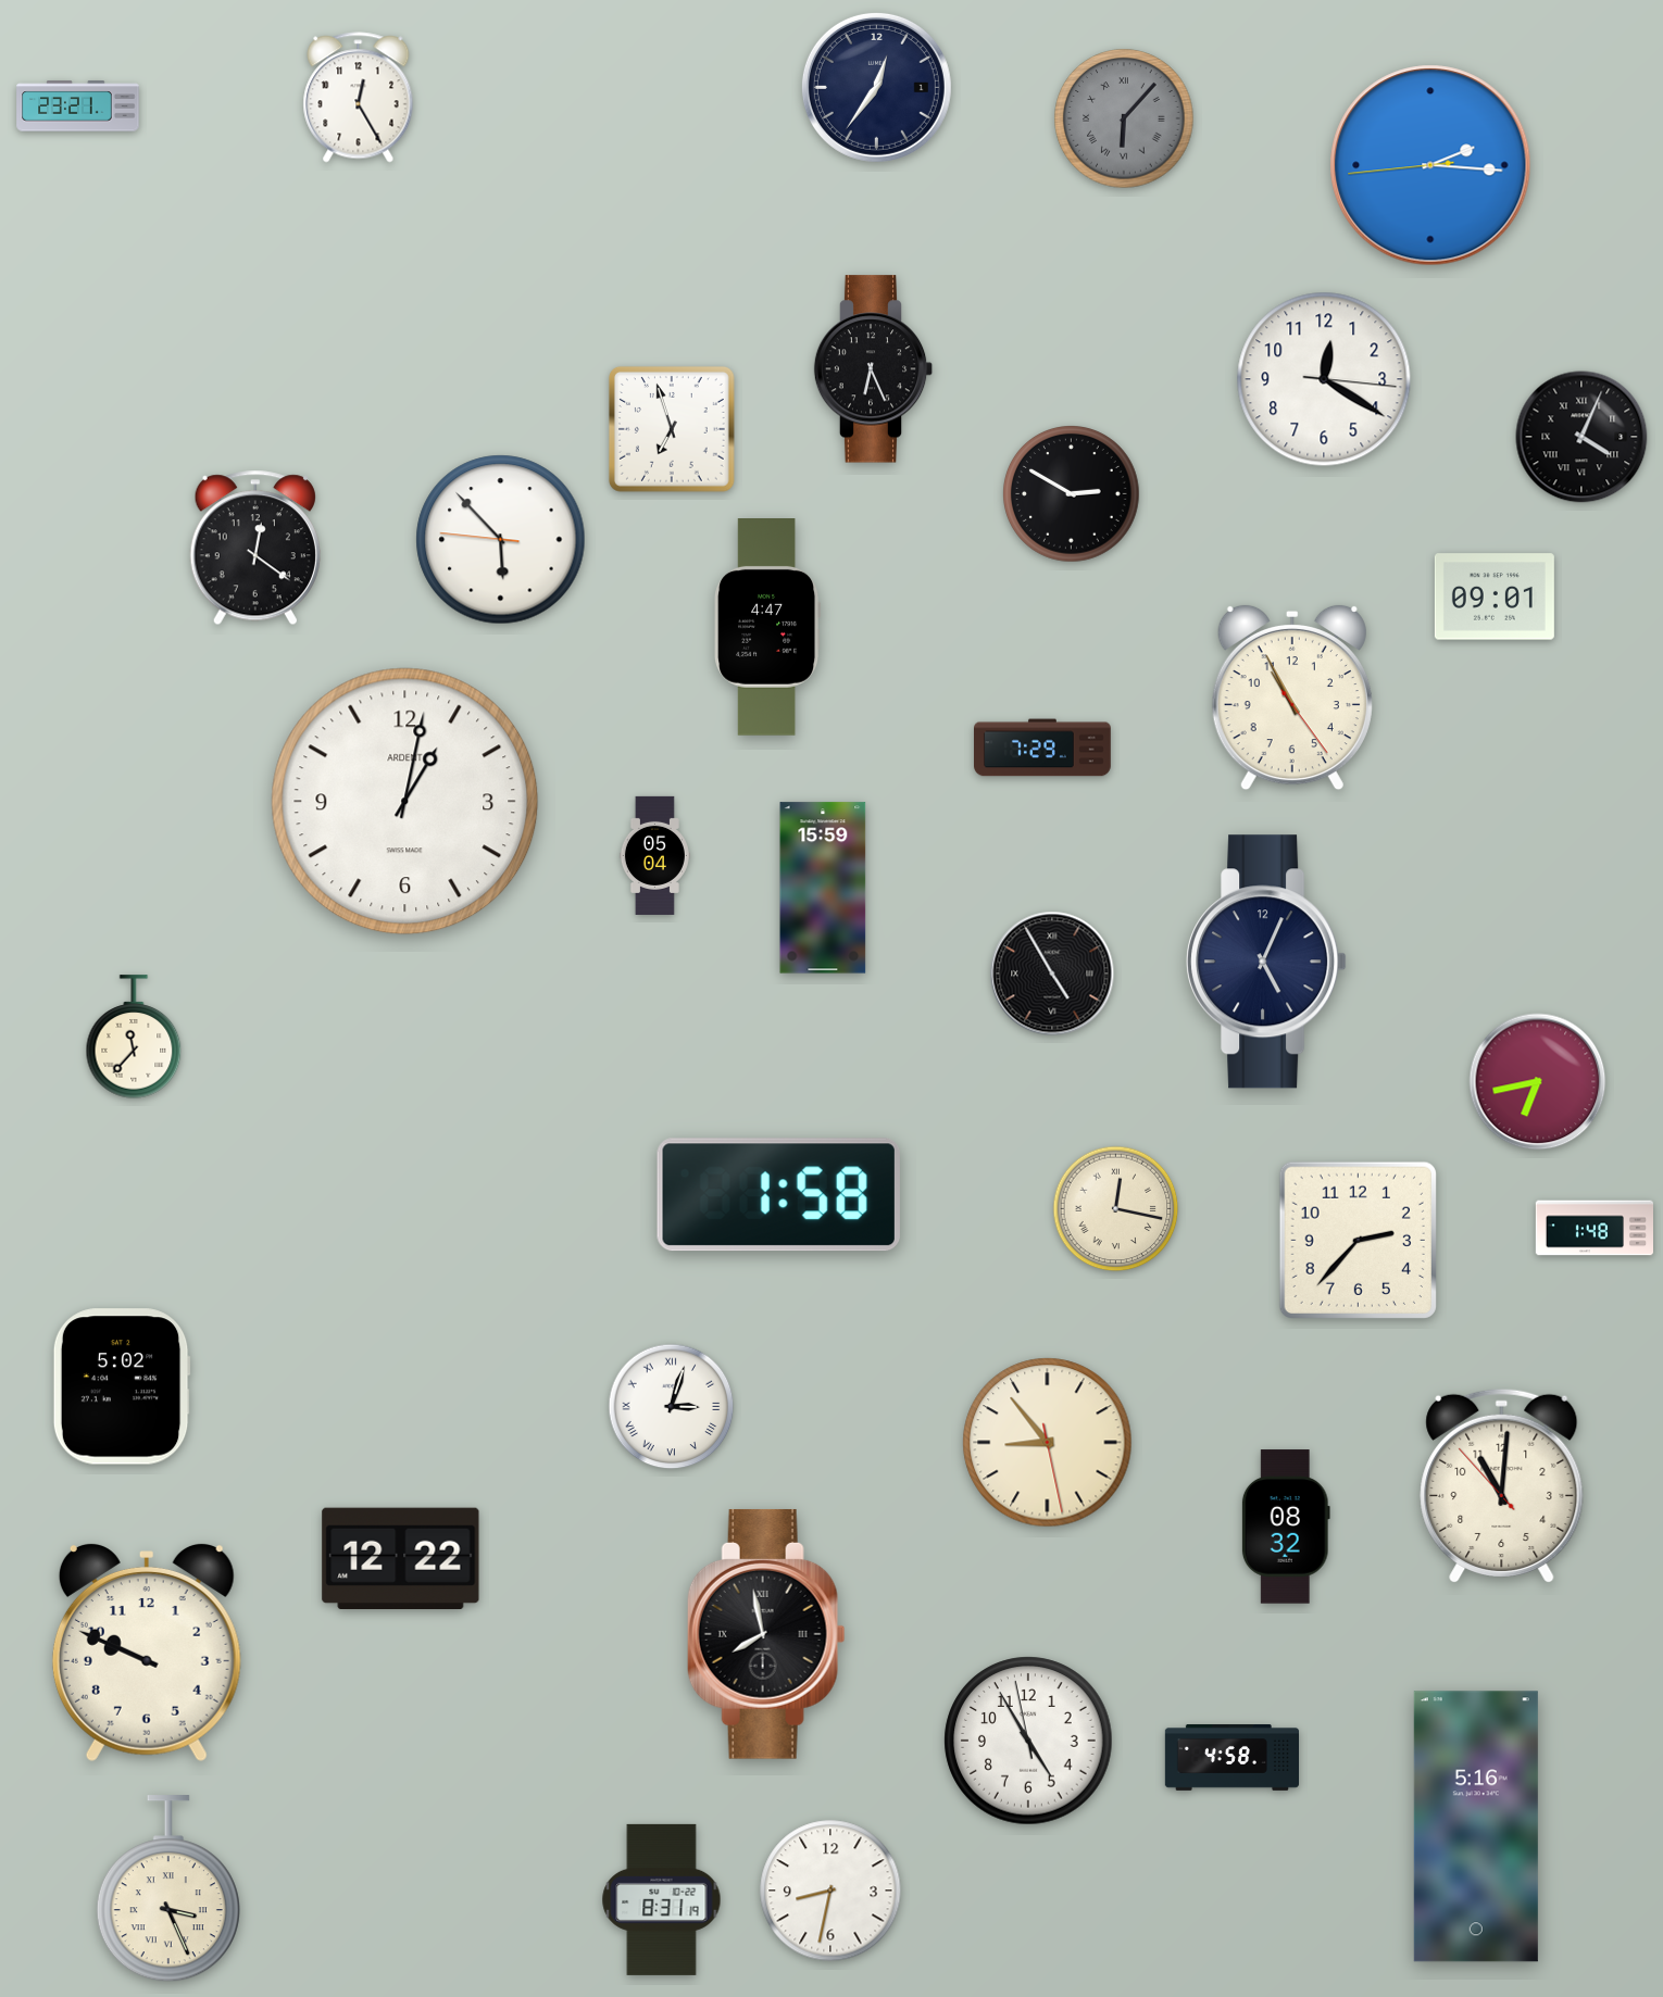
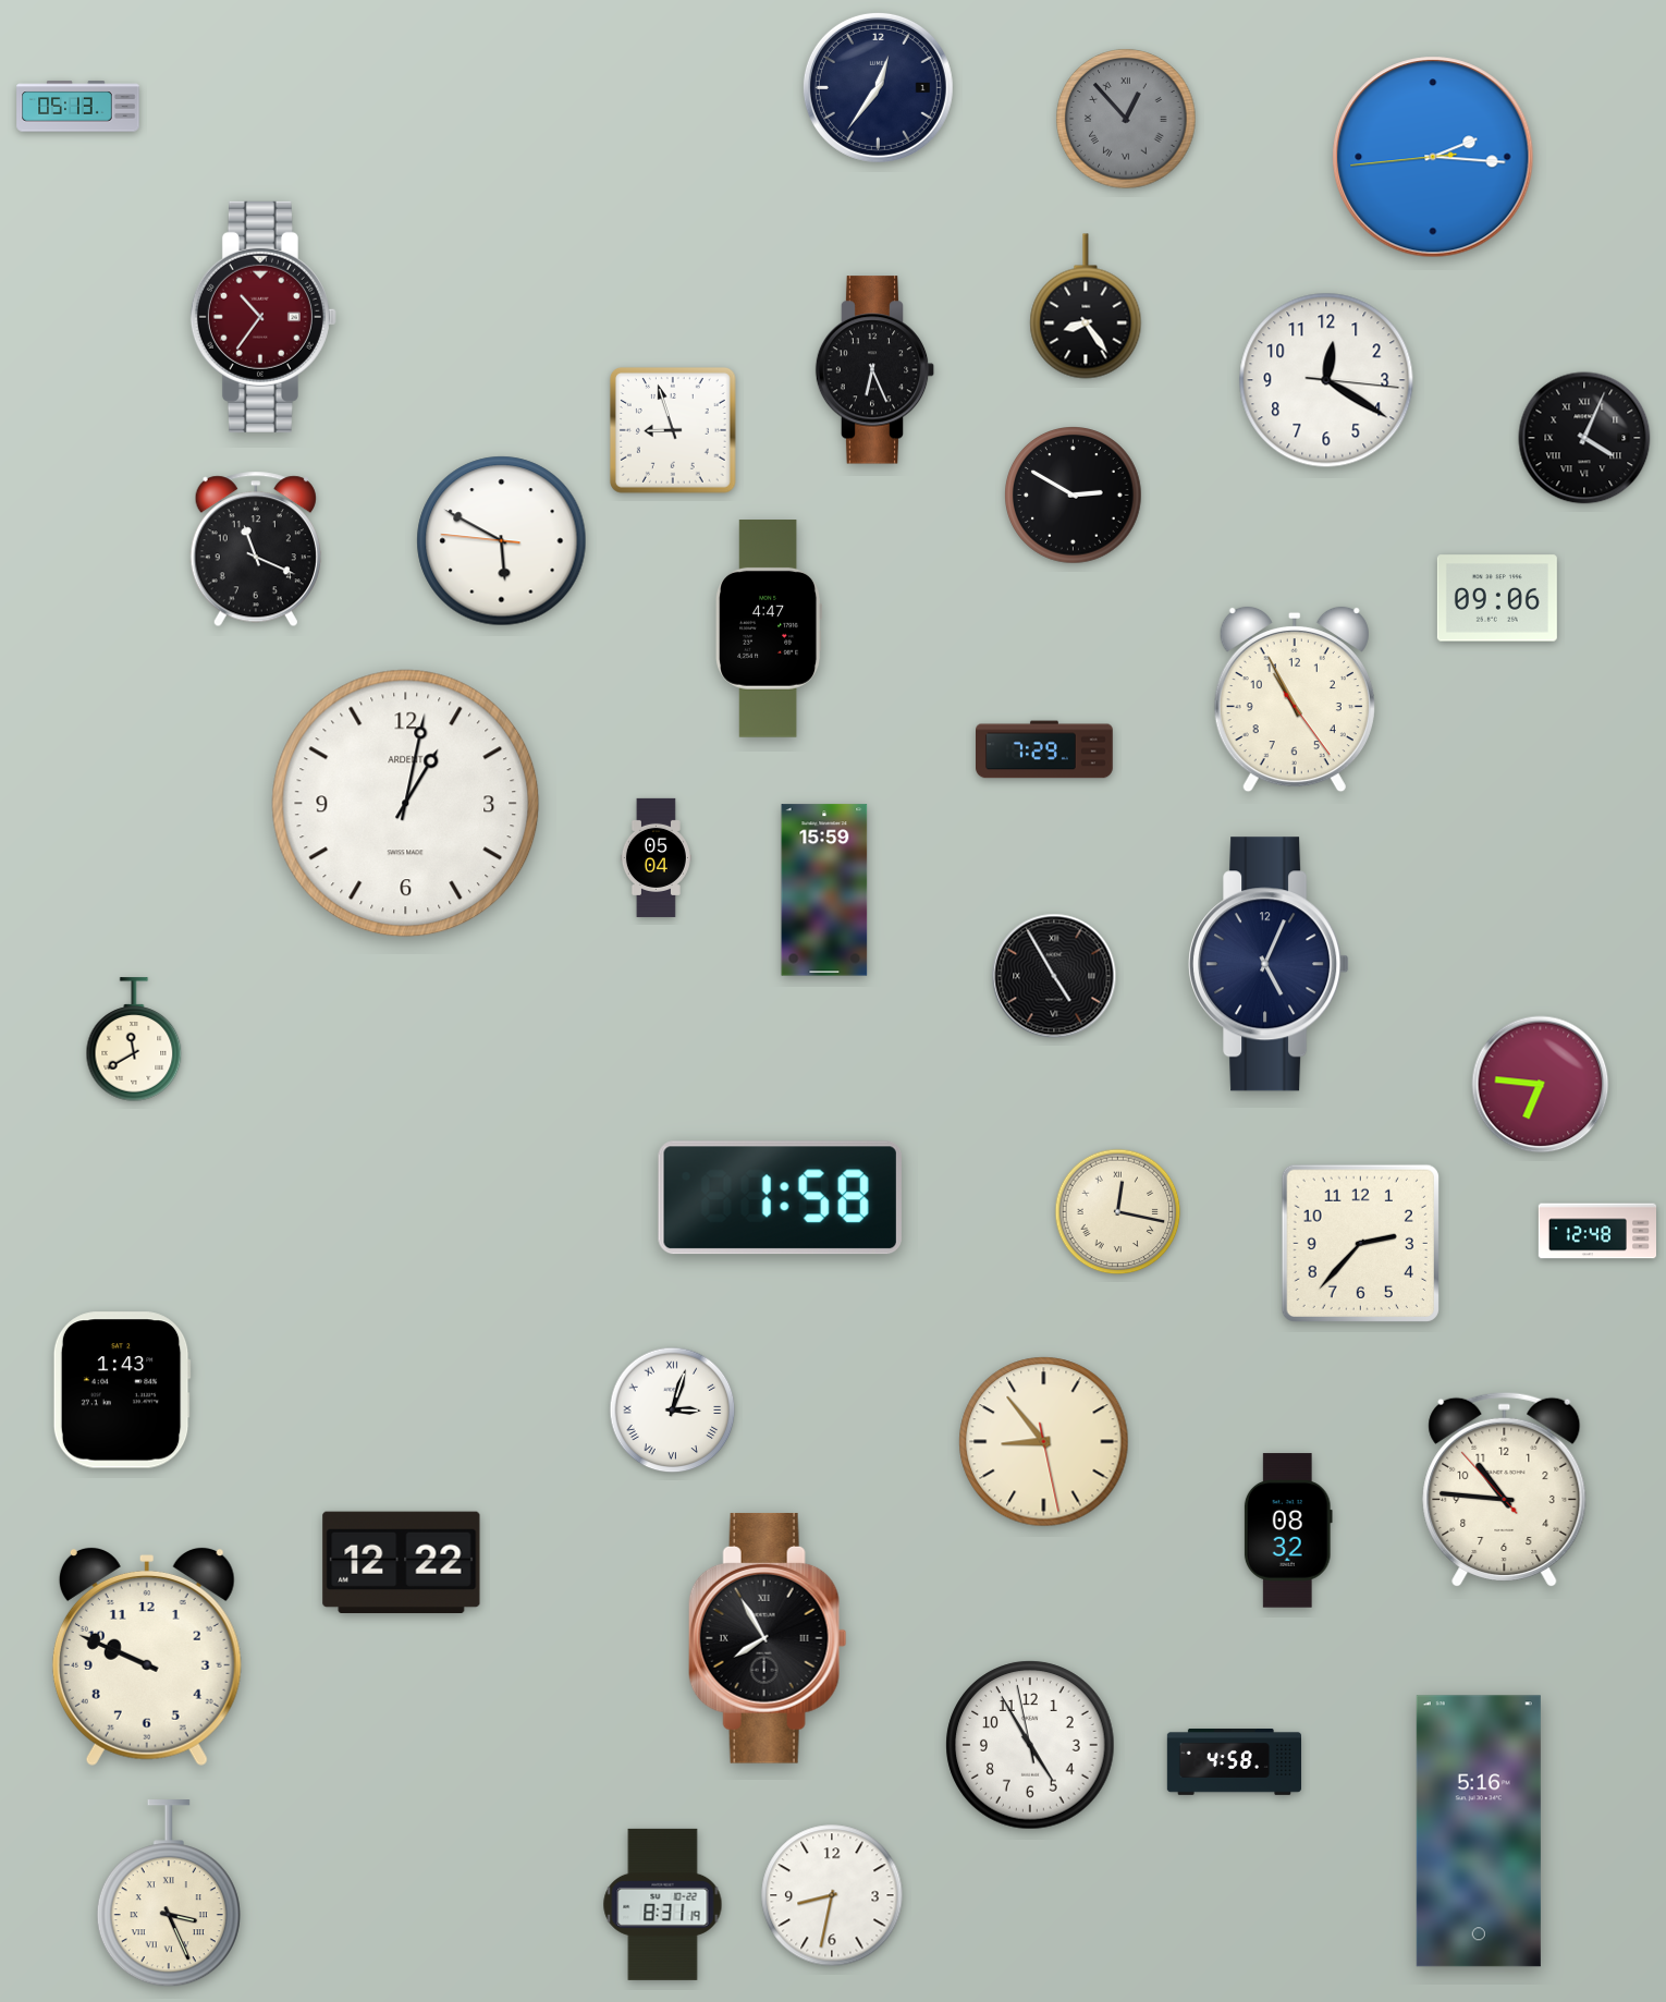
clock at (359, 98): 12:25 -> none
clock at (78, 106): 23:21 -> 05:13
clock at (1124, 118): 6:07 -> 12:53
clock at (1430, 165) position: (1430, 165) -> (1433, 157)
clock at (1086, 306): none -> 8:24
clock at (264, 317): none -> 10:36
clock at (672, 429): 6:57 -> 8:57
clock at (501, 540): 5:52 -> 5:49
clock at (255, 548): 12:21 -> 11:19
clock at (1495, 596): 09:01 -> 09:06
clock at (134, 1037): 11:37 -> 11:40
clock at (1538, 1082): 6:43 -> 6:46
clock at (1595, 1228): 1:48 -> 12:48
clock at (122, 1386): 5:02 -> 1:43
clock at (1048, 1443) position: (1048, 1443) -> (1044, 1442)
clock at (1502, 1485): 11:00 -> 10:45
clock at (766, 1634): 7:58 -> 7:55
